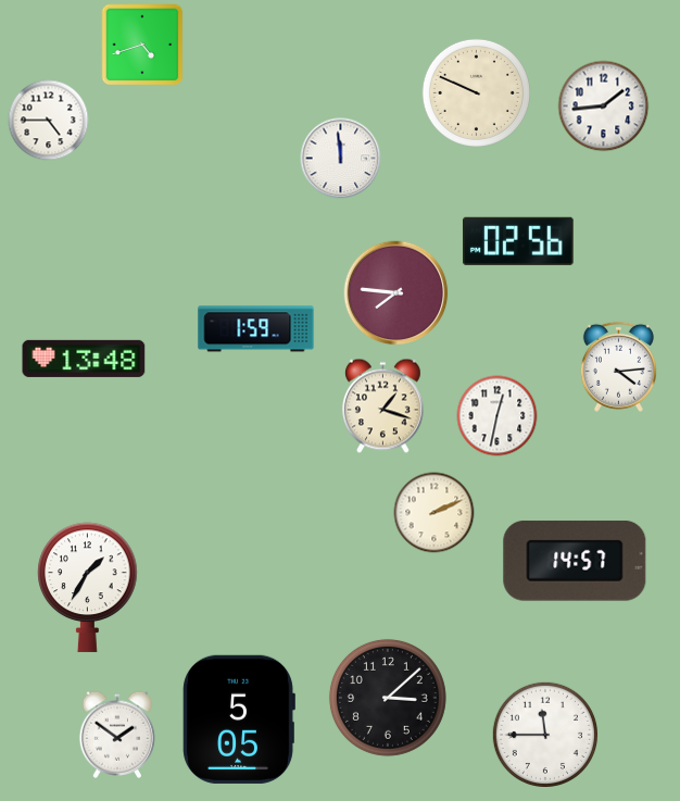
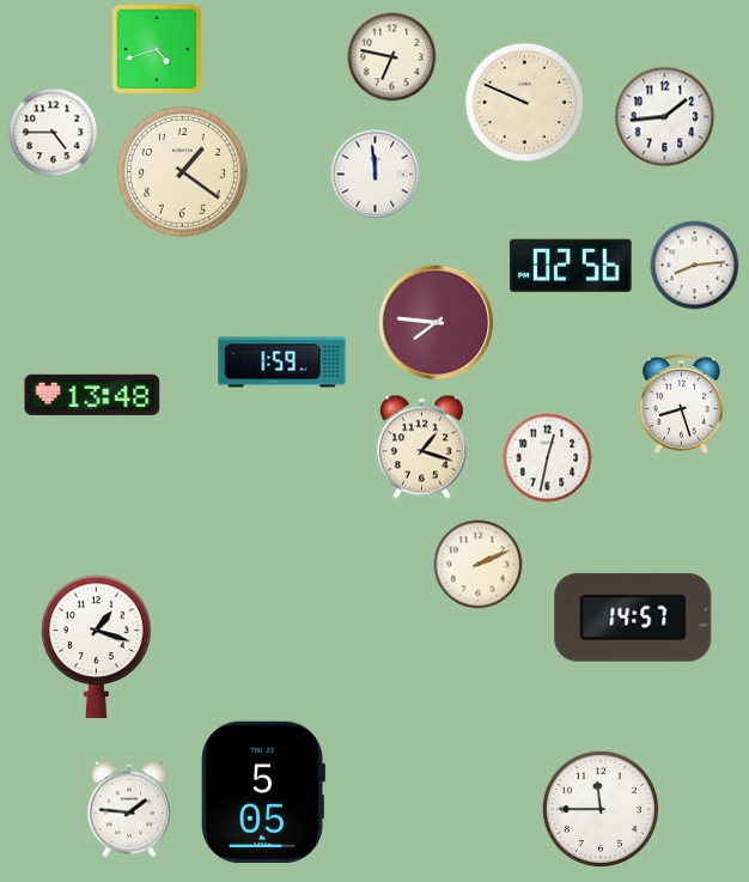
clock at (392, 57): none -> 6:47
clock at (182, 171): none -> 1:21
clock at (695, 266): none -> 8:14
clock at (618, 366): 4:14 -> 8:27
clock at (88, 587): 1:35 -> 1:18
clock at (388, 698): 3:08 -> none
clock at (117, 735): 1:51 -> 1:46
